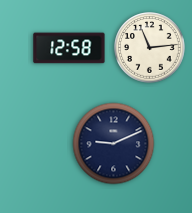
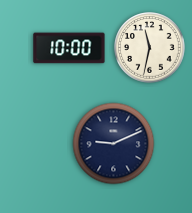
clock at (69, 48): 12:58 -> 10:00
clock at (150, 48): 11:14 -> 11:32
